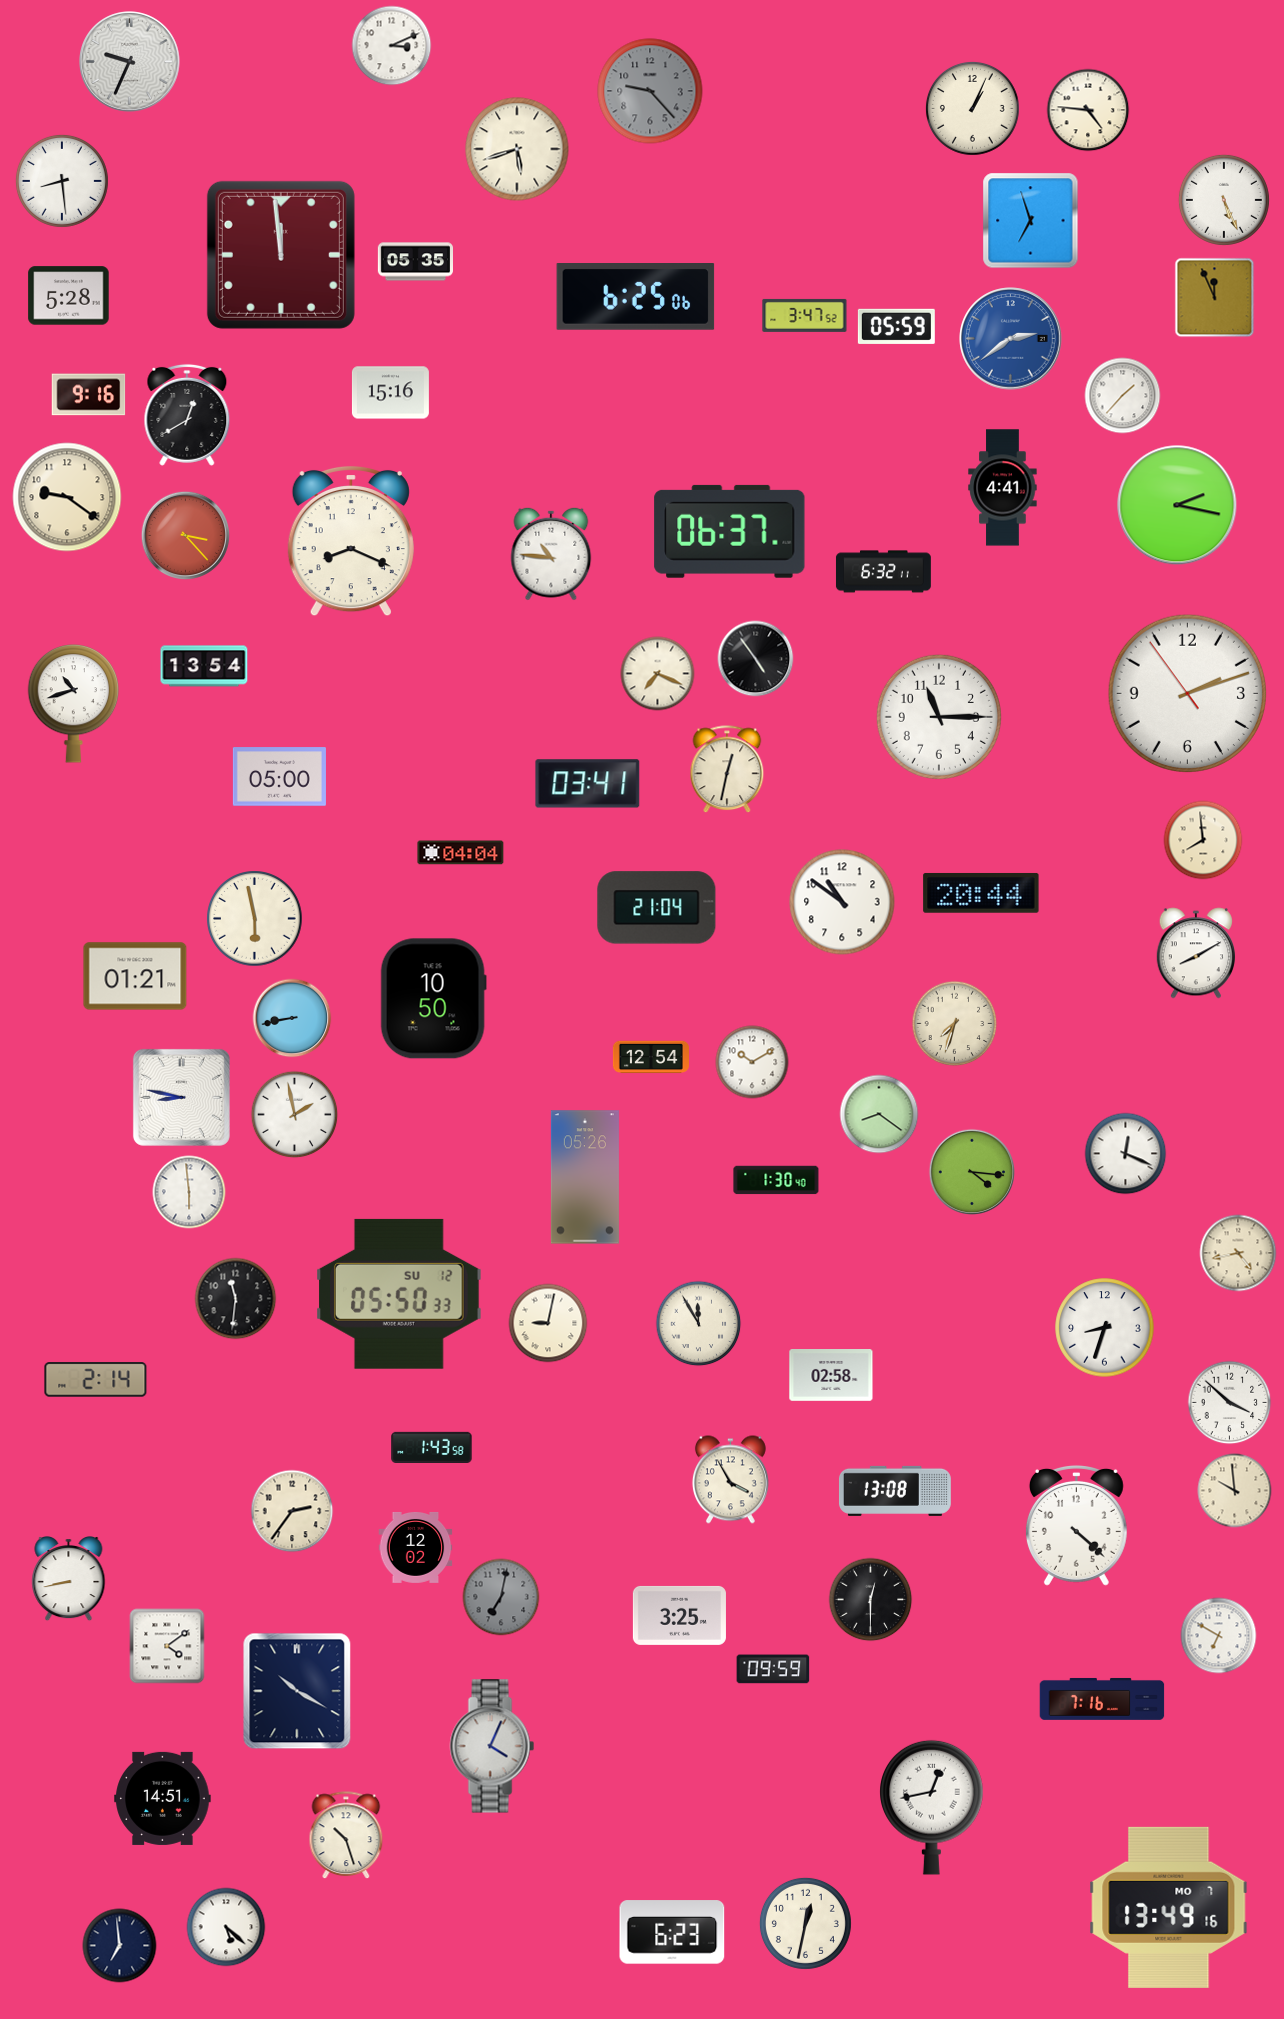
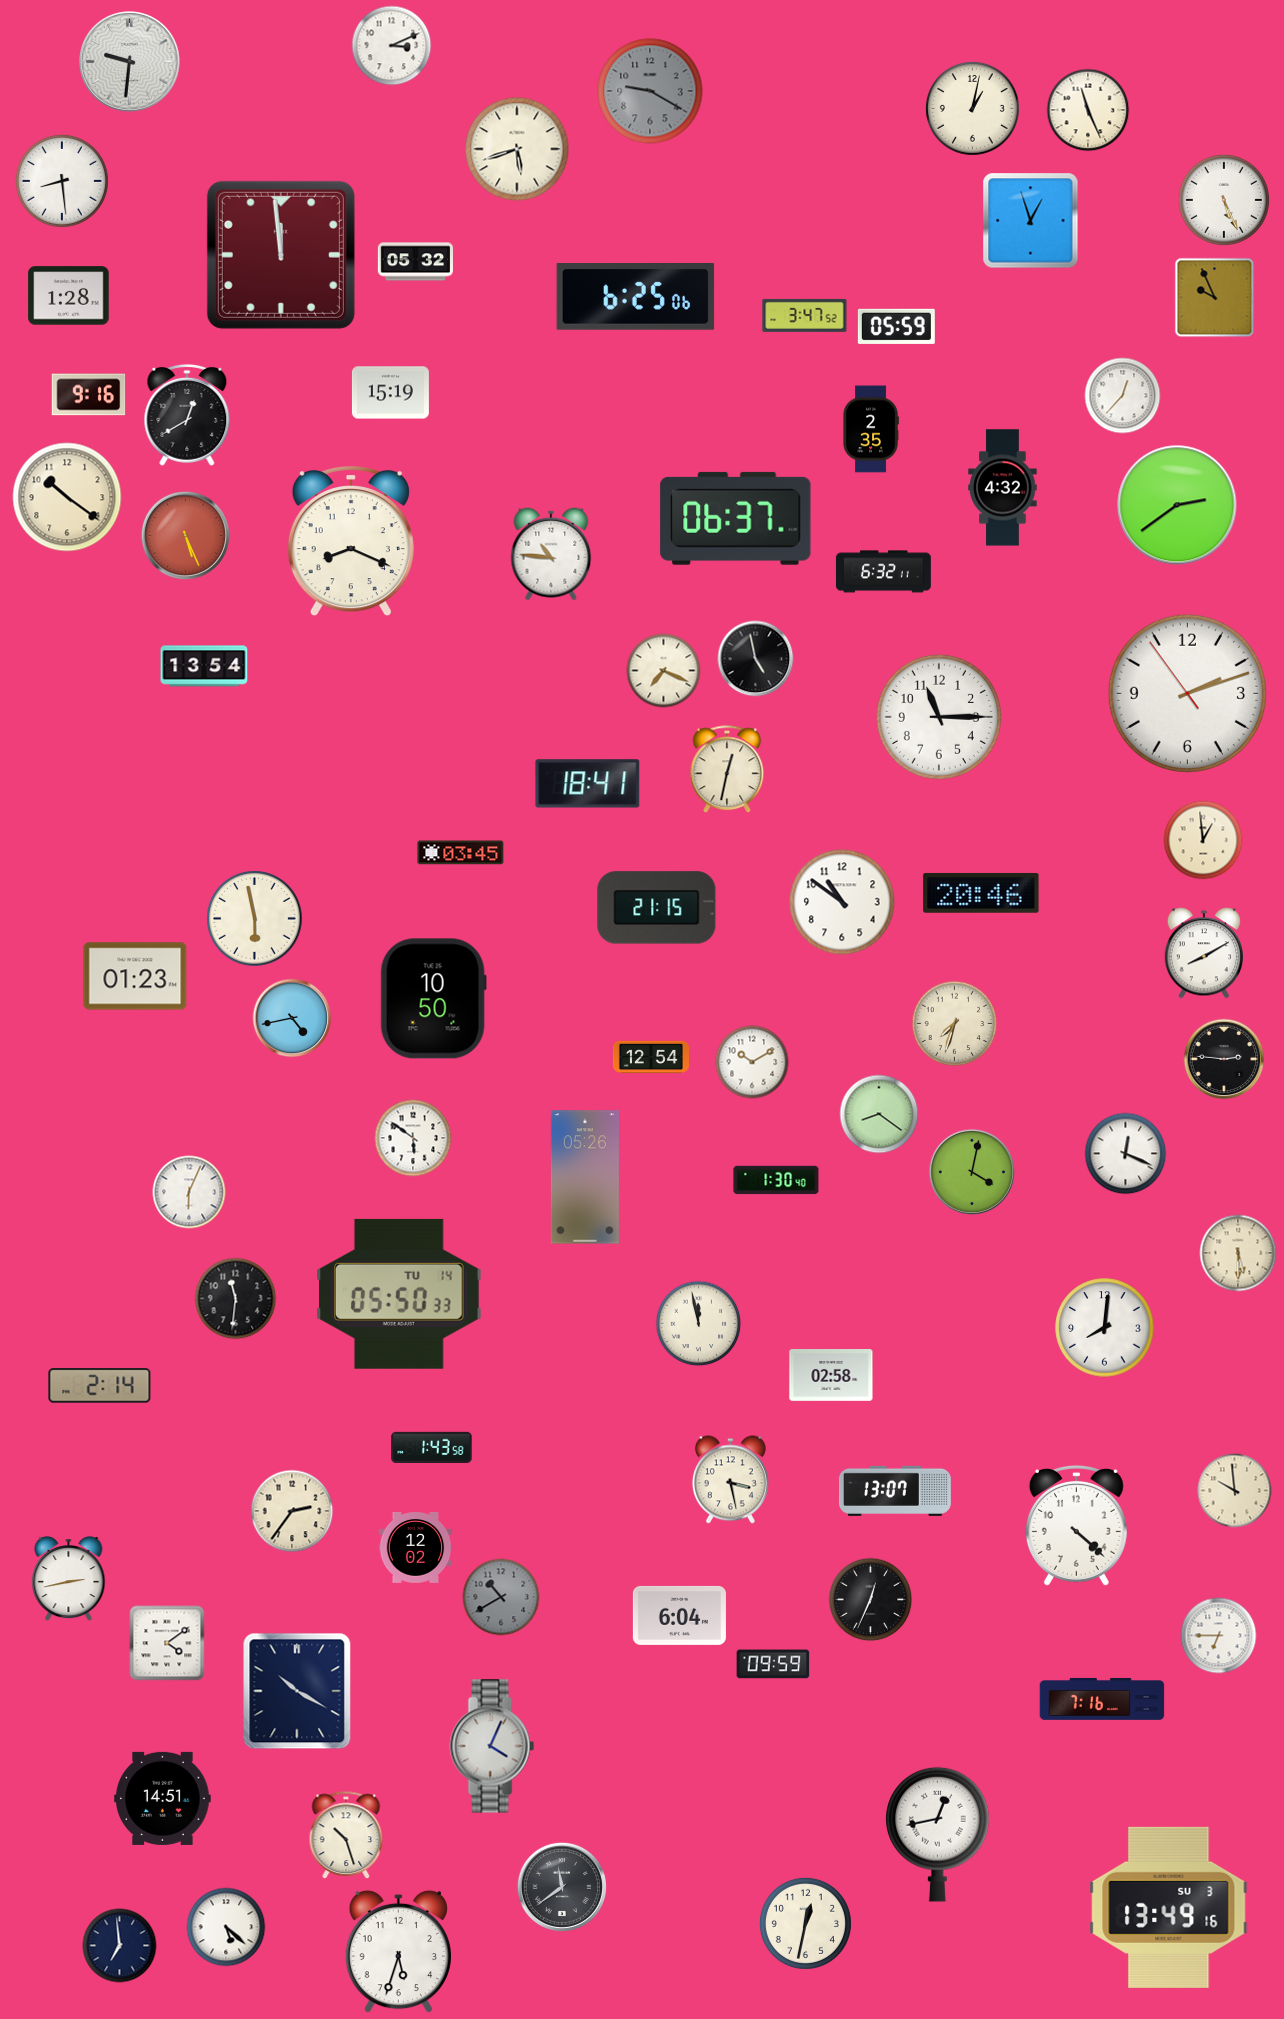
clock at (130, 62): 9:34 -> 9:31
clock at (650, 91): 9:23 -> 9:20
clock at (972, 108): 1:04 -> 1:02
clock at (1088, 110): 4:46 -> 11:26
clock at (1031, 221): 6:57 -> 12:57
clock at (415, 262): 05:35 -> 05:32
clock at (69, 296): 5:28 -> 1:28
clock at (1215, 298): 11:56 -> 9:56
clock at (1011, 339): 2:39 -> none
clock at (390, 393): 15:16 -> 15:19
clock at (1123, 396): 1:37 -> 12:37
clock at (871, 429): none -> 2:35
clock at (1003, 488): 4:41 -> 4:32
clock at (67, 497): 9:21 -> 10:21
clock at (1177, 505): 2:17 -> 2:39
clock at (730, 531) position: (730, 531) -> (736, 518)
clock at (185, 535): 3:23 -> 5:26
clock at (756, 659): 4:54 -> 4:58
clock at (658, 674) position: (658, 674) -> (664, 671)
clock at (74, 704): 10:42 -> none
clock at (279, 777): 05:00 -> none
clock at (588, 784): 03:41 -> 18:41
clock at (1203, 840): 7:59 -> 12:59
clock at (461, 853): 04:04 -> 03:45
clock at (981, 893): 20:44 -> 20:46
clock at (657, 908): 21:04 -> 21:15
clock at (1195, 953) position: (1195, 953) -> (1203, 953)
clock at (135, 976): 01:21 -> 01:23
clock at (292, 1018): 8:43 -> 4:43
clock at (1224, 1059): none -> 2:46
clock at (181, 1097): 8:47 -> none
clock at (295, 1115): 1:58 -> none
clock at (413, 1138): none -> 5:51
clock at (971, 1171): 4:16 -> 4:02
clock at (189, 1192): 5:59 -> 6:04
clock at (1238, 1253): 4:43 -> 5:30
clock at (399, 1294) date: SU 12 -> TU 14
clock at (548, 1323): 9:02 -> none
clock at (699, 1324): 11:55 -> 11:58
clock at (1105, 1328): 8:33 -> 8:01
clock at (96, 1380) position: (96, 1380) -> (100, 1386)
clock at (1230, 1403): 3:52 -> none
clock at (730, 1480): 3:55 -> 3:28
clock at (895, 1491): 13:08 -> 13:07
clock at (69, 1580): 8:43 -> 2:43
clock at (501, 1597): 7:02 -> 10:40
clock at (871, 1600): 12:30 -> 12:34
clock at (679, 1615): 3:25 -> 6:04
clock at (1219, 1636): 6:50 -> 6:45
clock at (167, 1646) position: (167, 1646) -> (167, 1643)
clock at (773, 1669) position: (773, 1669) -> (773, 1664)
clock at (932, 1807) position: (932, 1807) -> (938, 1834)
clock at (562, 1887): none -> 11:39
clock at (1169, 1907) date: MO 7 -> SU 3
clock at (672, 1932): 6:23 -> none
clock at (398, 1952): none -> 5:33
